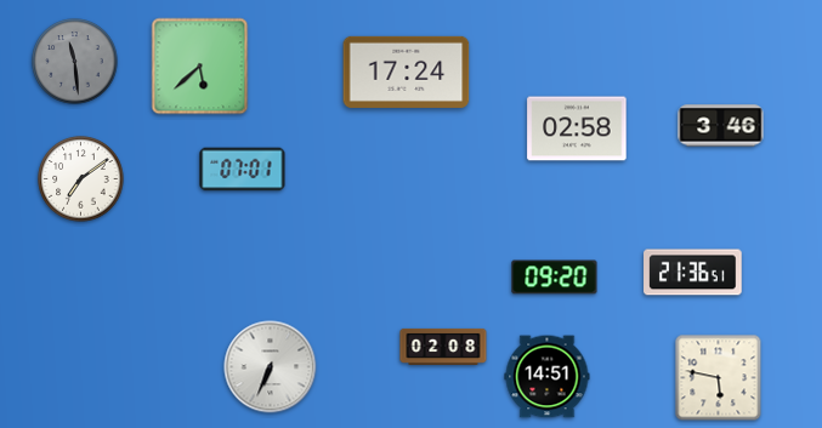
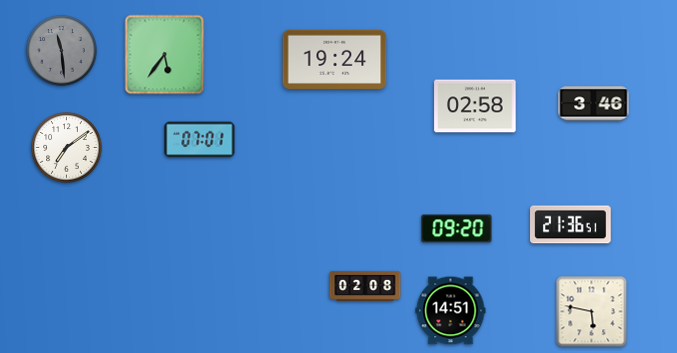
clock at (200, 67): 5:38 -> 5:36
clock at (407, 72): 17:24 -> 19:24
clock at (271, 367): 6:34 -> none
